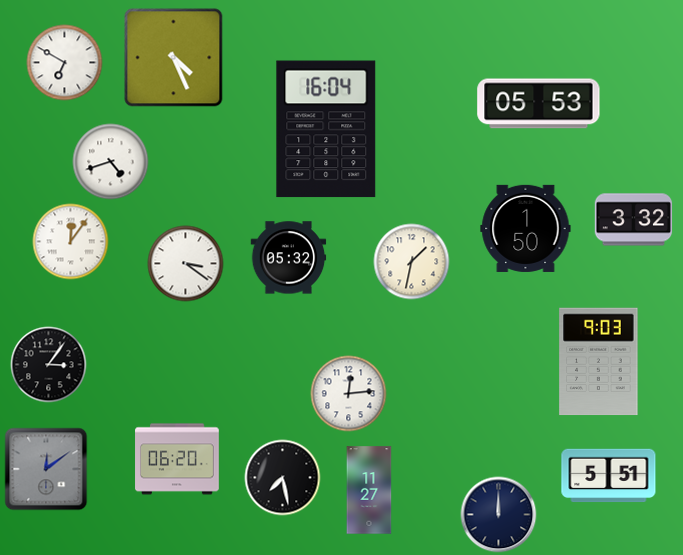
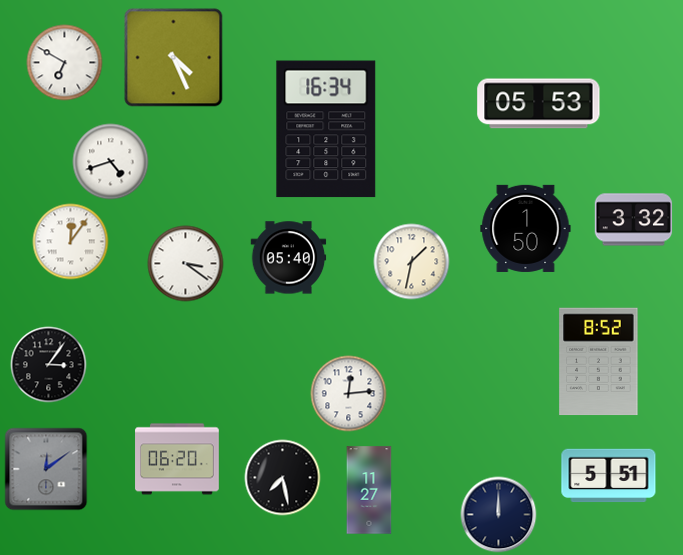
clock at (326, 129): 16:04 -> 16:34
clock at (289, 258): 05:32 -> 05:40
clock at (599, 362): 9:03 -> 8:52
